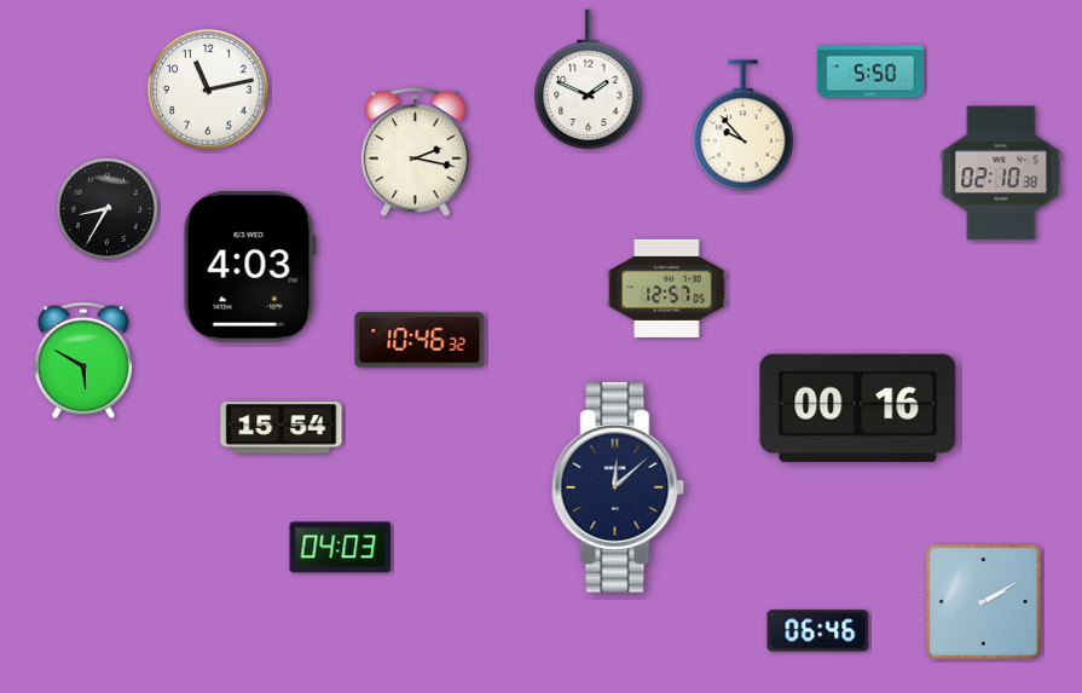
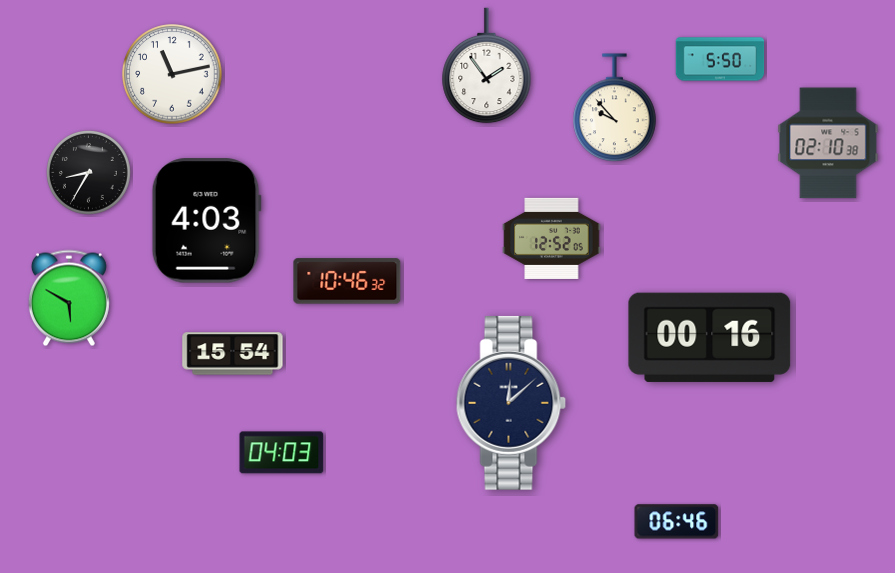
clock at (589, 80): 1:49 -> 1:54
clock at (743, 126) position: (743, 126) -> (615, 108)
clock at (415, 152): 2:17 -> none
clock at (667, 288): 12:57 -> 12:52
clock at (983, 601): 2:10 -> none
